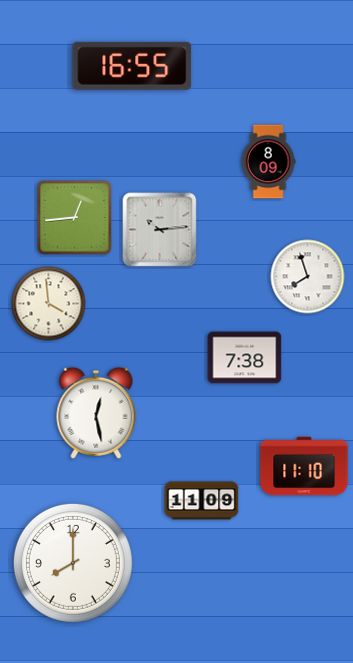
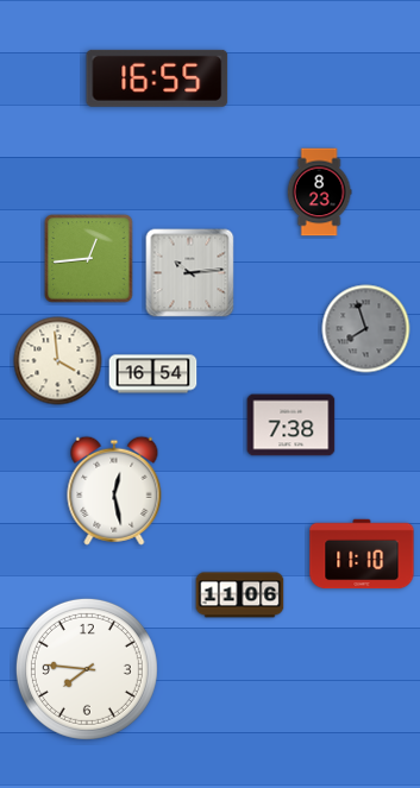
clock at (268, 162): 8:09 -> 8:23
clock at (308, 277) dial: white -> grey
clock at (153, 374): none -> 16:54
clock at (202, 501): 11:09 -> 11:06
clock at (73, 563): 8:00 -> 7:46
